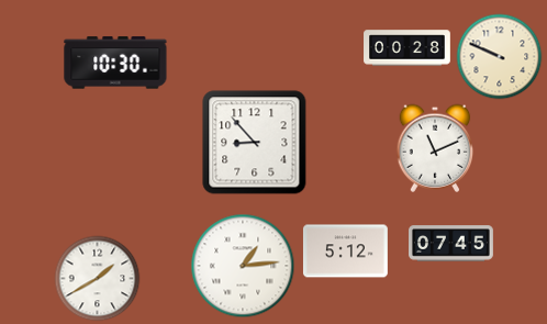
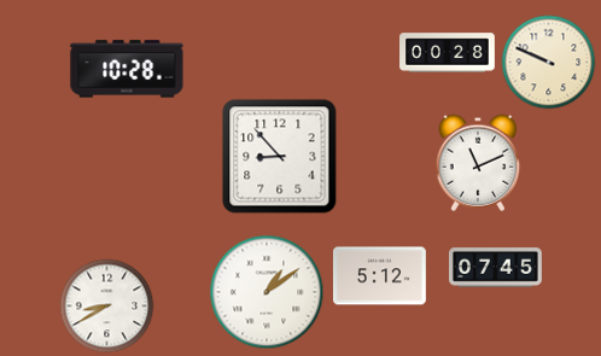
clock at (115, 63): 10:30 -> 10:28
clock at (243, 266): 1:14 -> 1:09
clock at (97, 278): 1:40 -> 8:40
